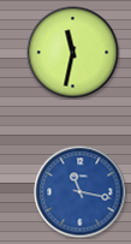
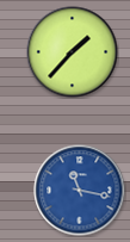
clock at (73, 53): 11:32 -> 1:37
